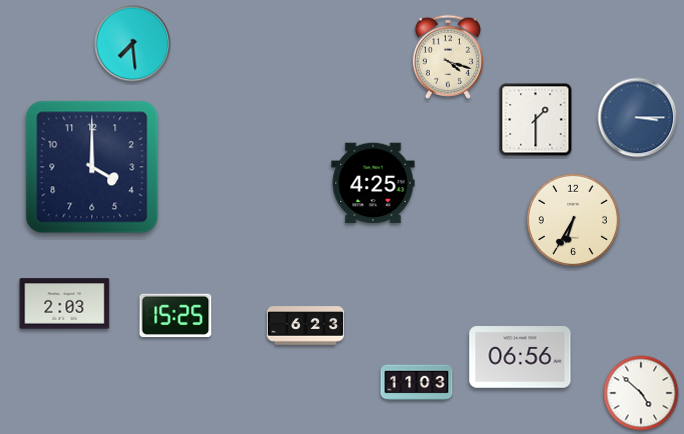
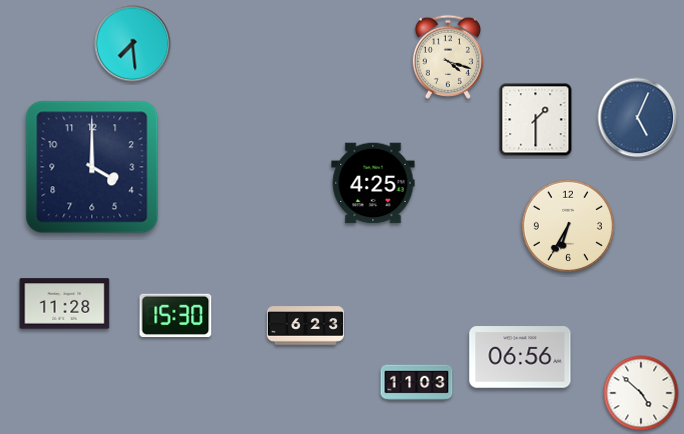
clock at (638, 118): 3:15 -> 5:04
clock at (573, 220) position: (573, 220) -> (568, 226)
clock at (65, 304): 2:03 -> 11:28
clock at (176, 316): 15:25 -> 15:30
